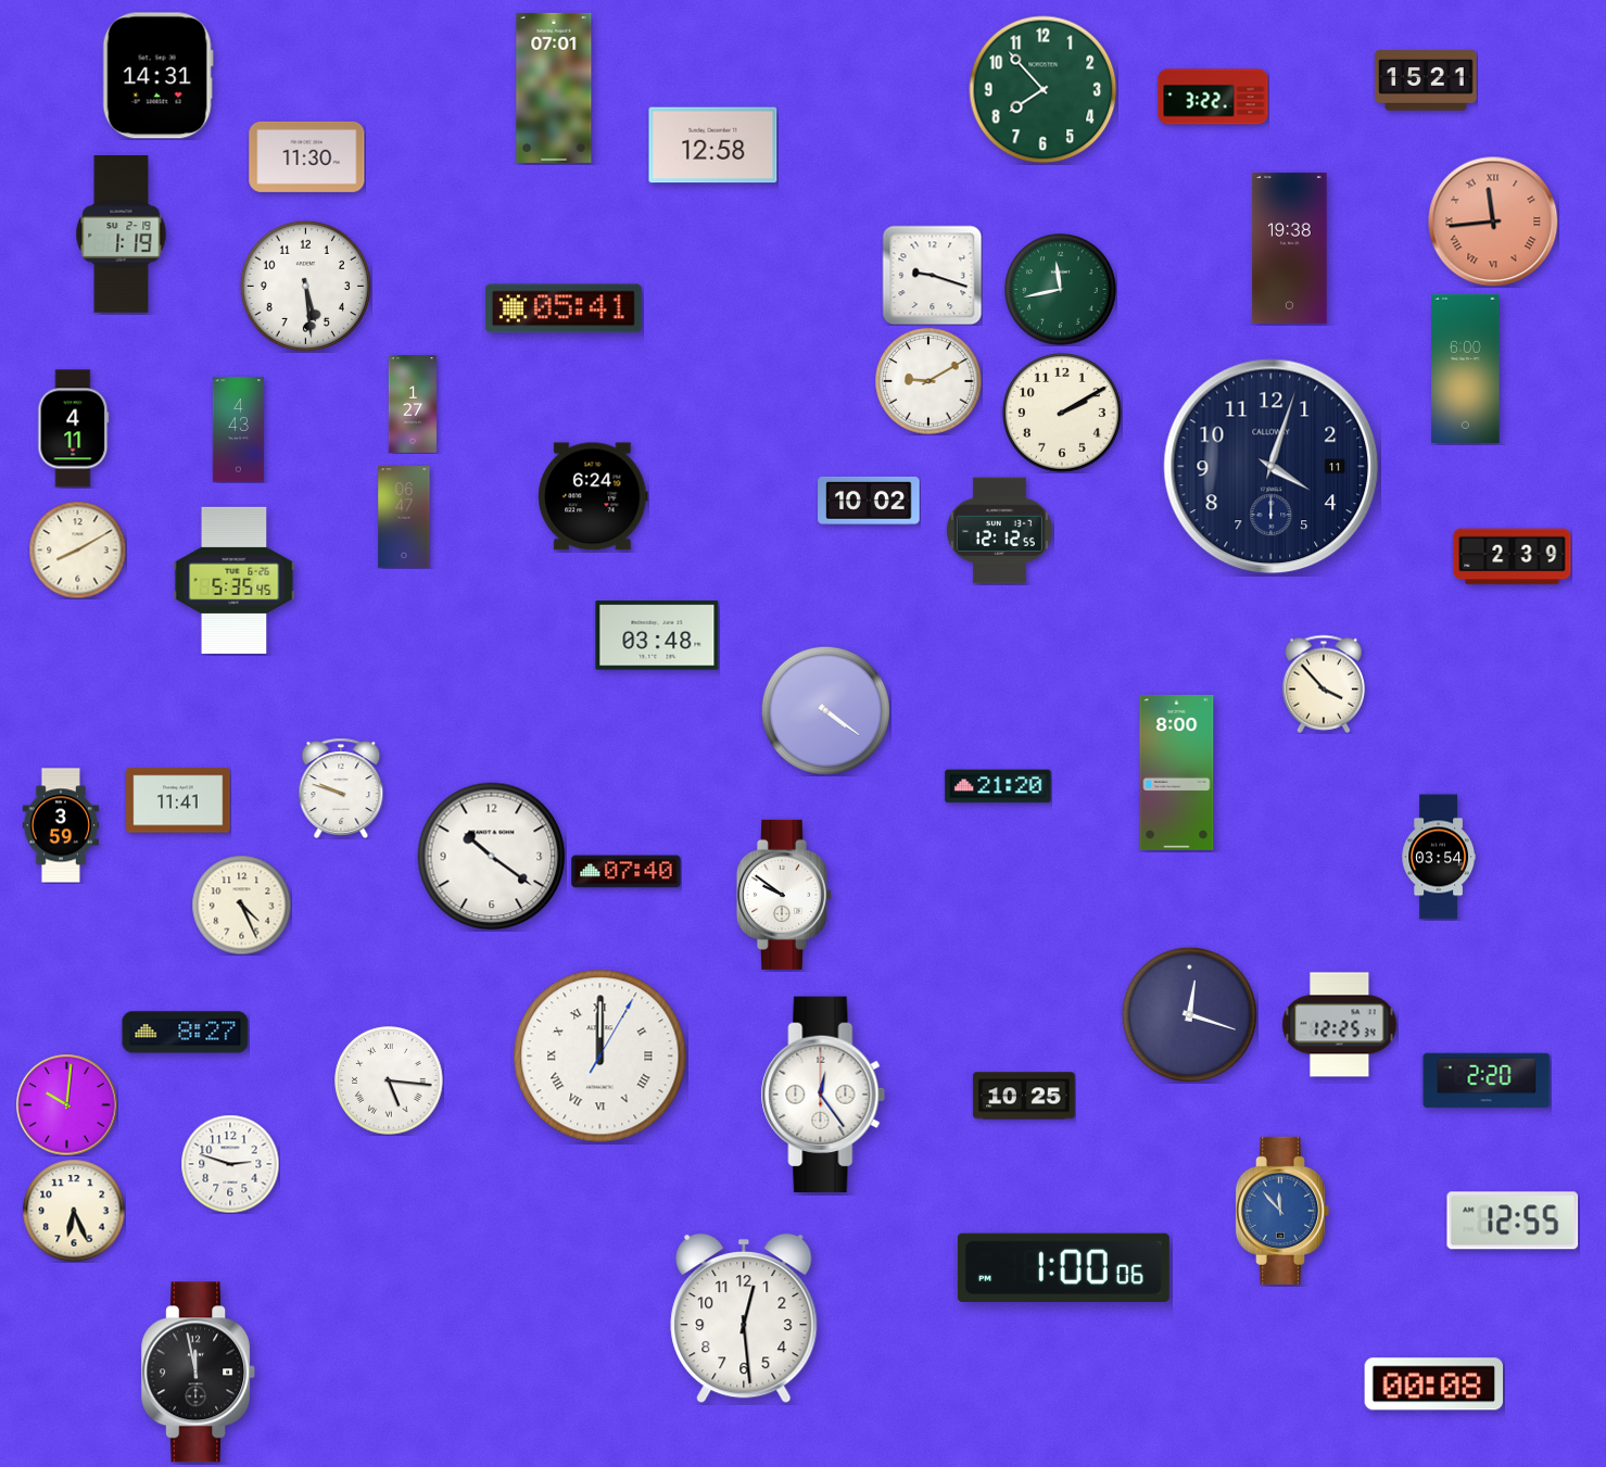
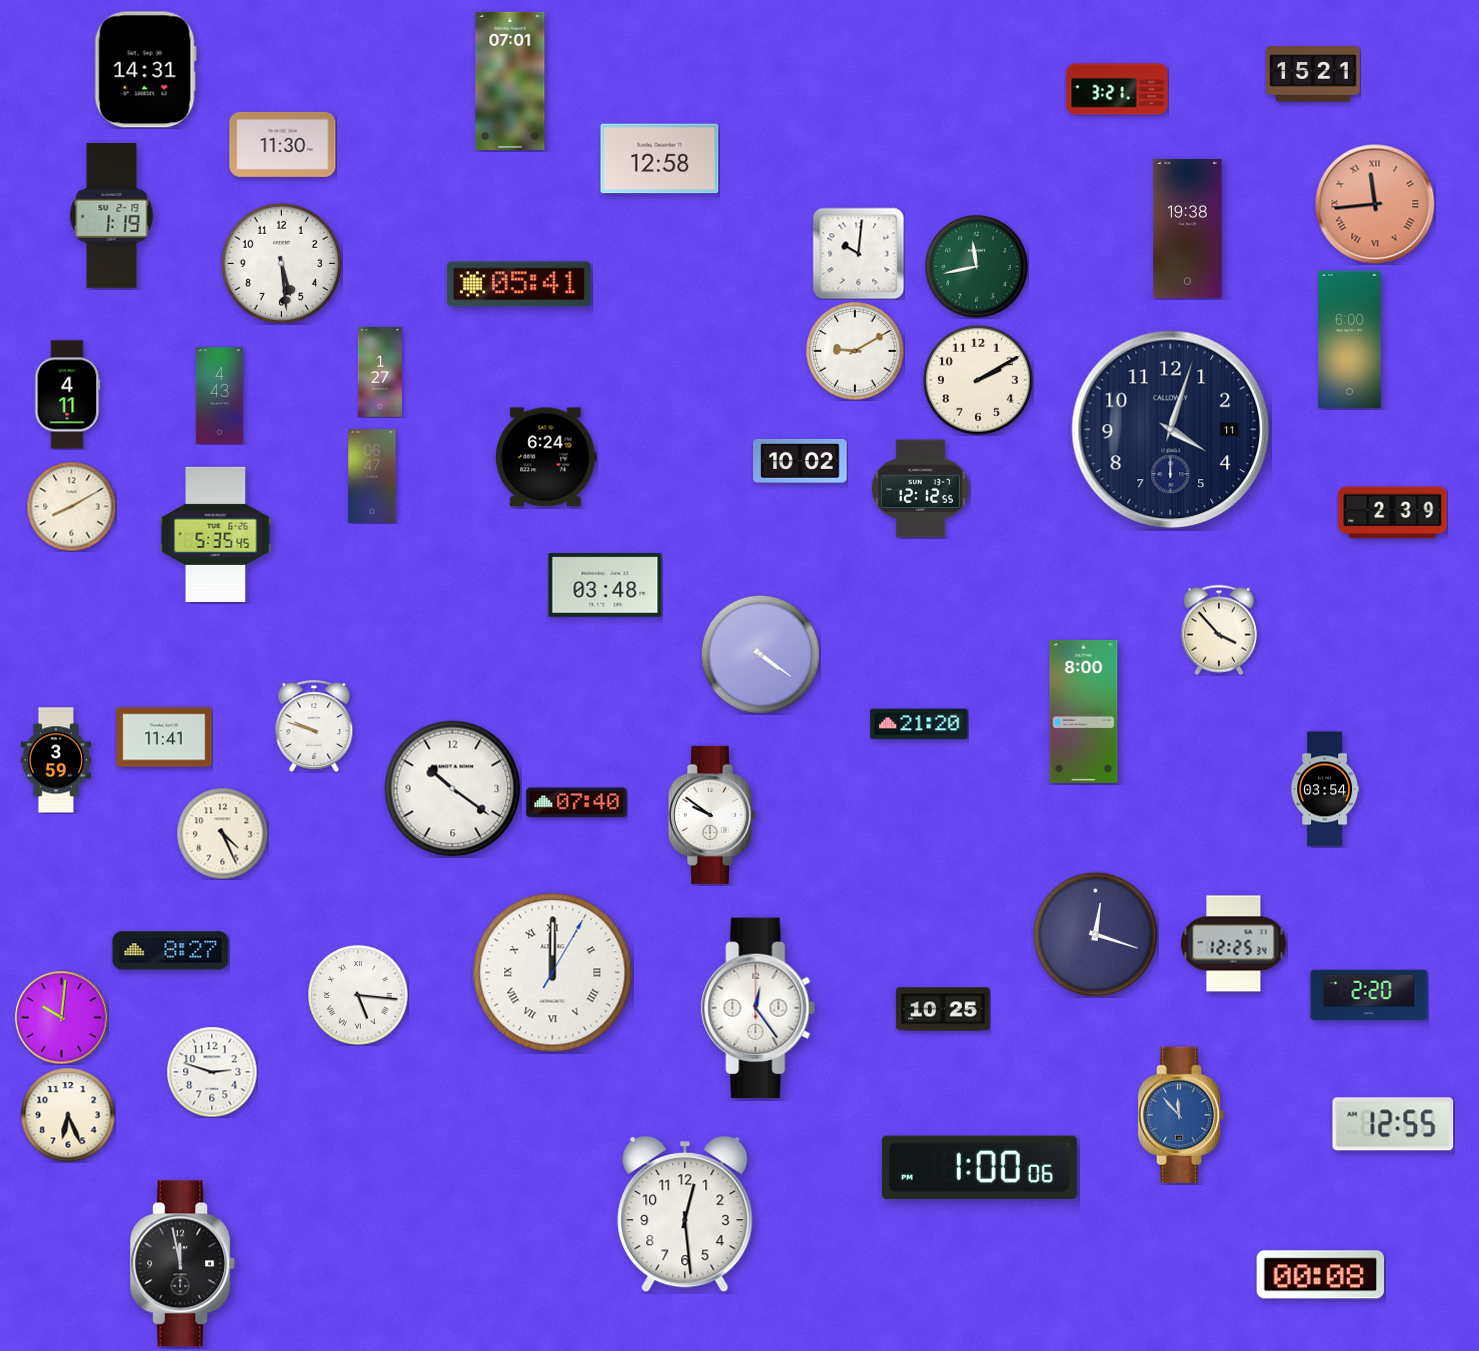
clock at (1044, 90): 7:53 -> none
clock at (1213, 97): 3:22 -> 3:21
clock at (713, 146) position: (713, 146) -> (660, 159)
clock at (932, 275): 9:18 -> 10:01
clock at (783, 895) position: (783, 895) -> (711, 815)
